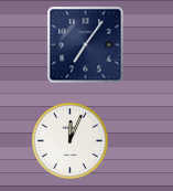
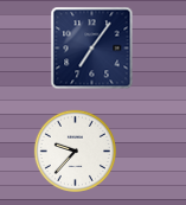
clock at (69, 140): 12:04 -> 9:37
